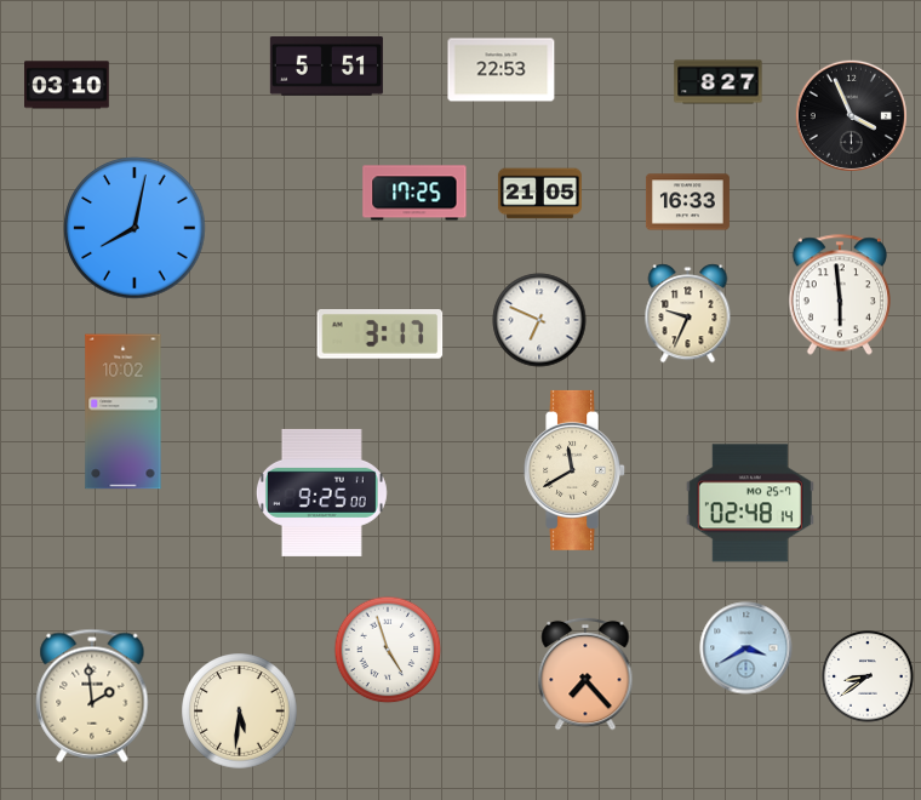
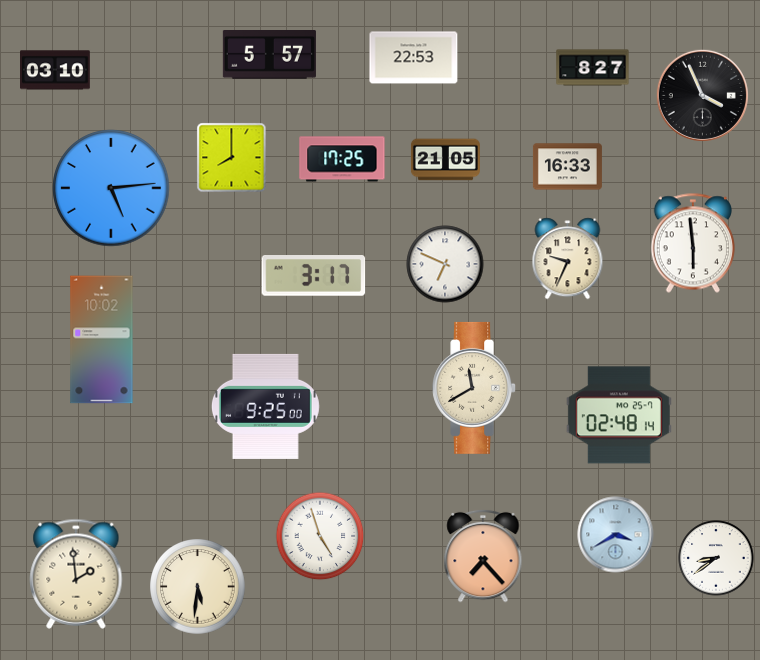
clock at (326, 67): 5:51 -> 5:57
clock at (232, 158): none -> 8:00
clock at (135, 228): 8:02 -> 5:14
